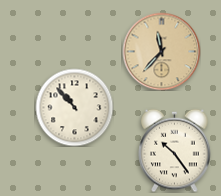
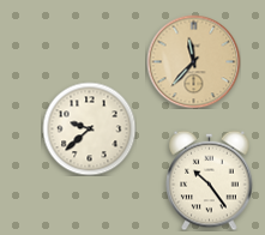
clock at (74, 107): 10:53 -> 9:38
